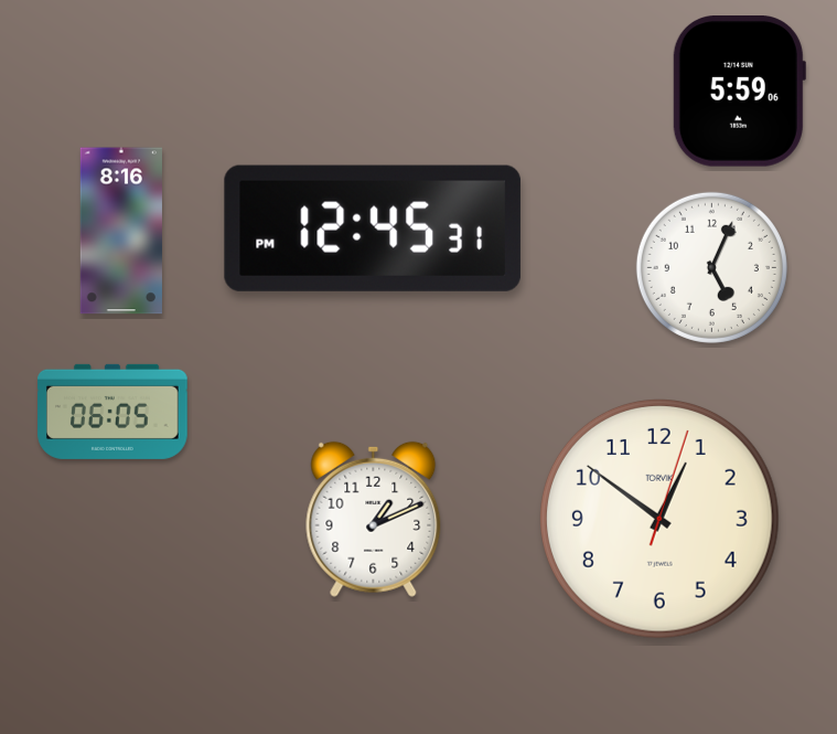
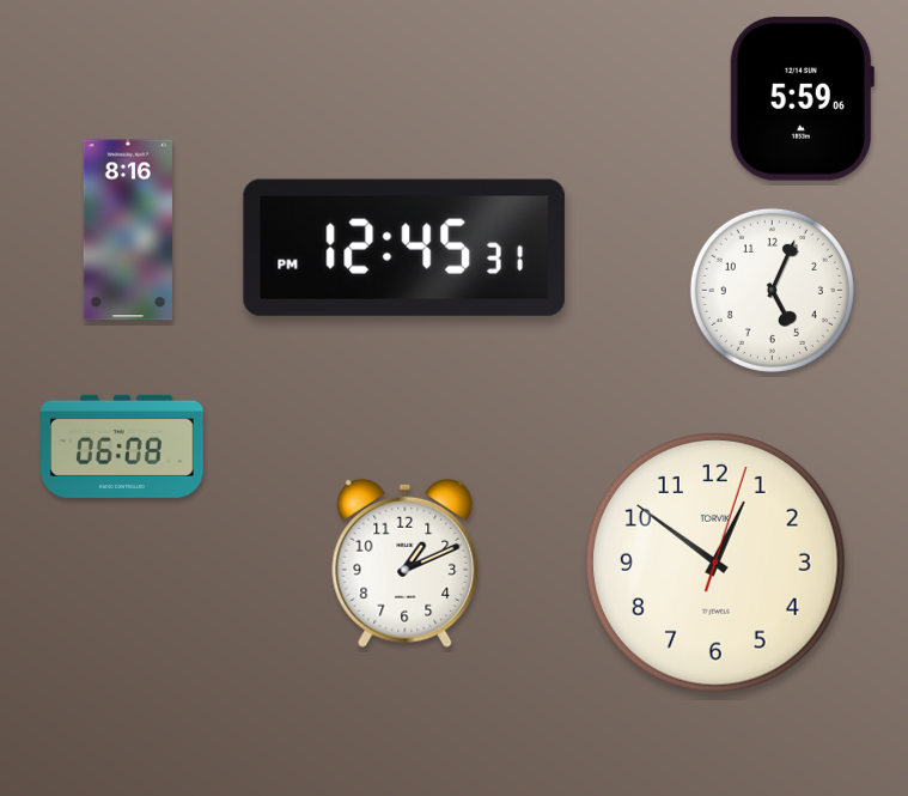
clock at (121, 231) position: (121, 231) -> (128, 230)
clock at (112, 412): 06:05 -> 06:08
